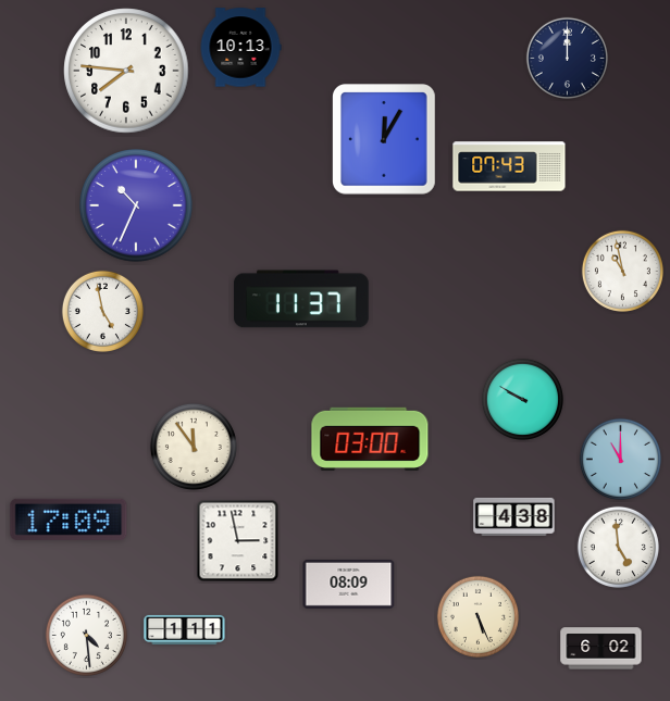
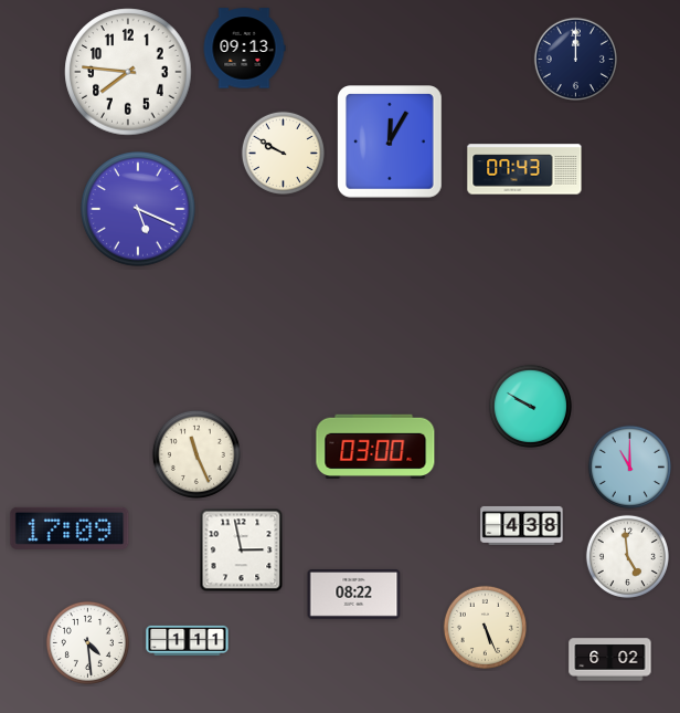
clock at (240, 48): 10:13 -> 09:13
clock at (283, 153): none -> 9:50
clock at (509, 166) position: (509, 166) -> (524, 169)
clock at (136, 205): 10:34 -> 5:19
clock at (622, 271): 10:58 -> none
clock at (301, 299): 11:37 -> none
clock at (102, 311): 4:58 -> none
clock at (194, 447): 11:54 -> 11:26
clock at (349, 584): 08:09 -> 08:22
clock at (86, 635) position: (86, 635) -> (87, 642)
